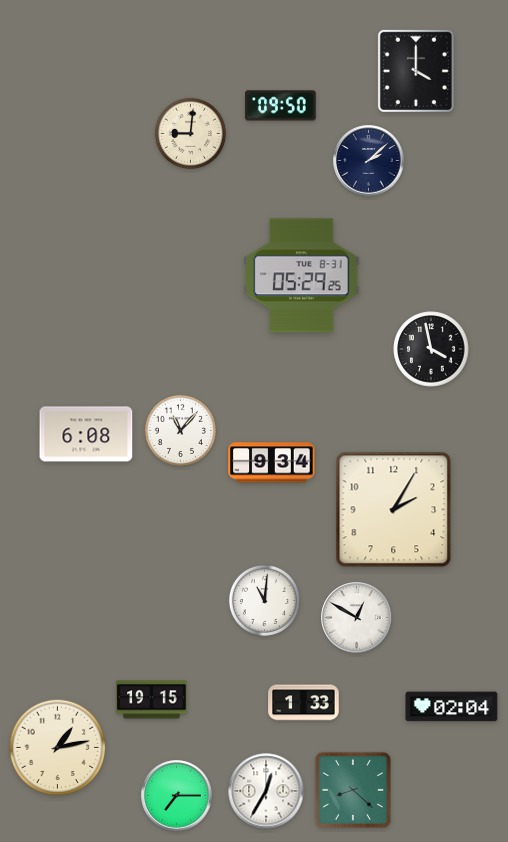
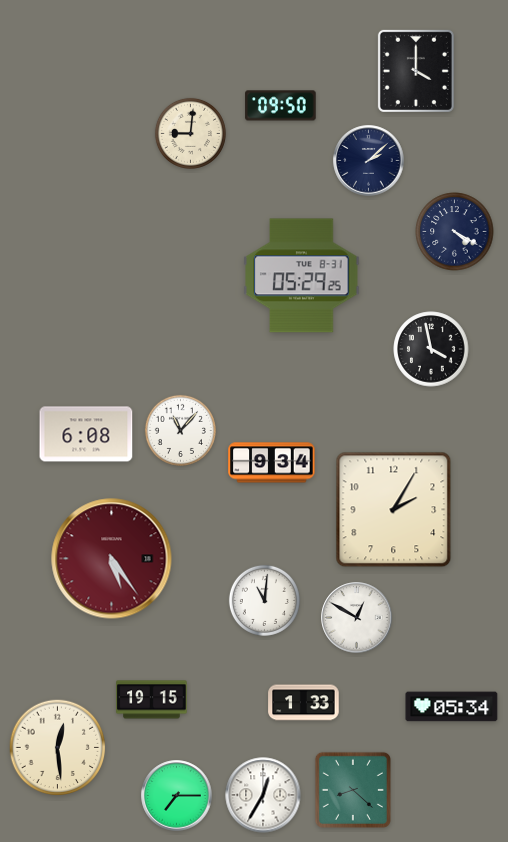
clock at (455, 232): none -> 4:20
clock at (112, 559): none -> 5:24
clock at (452, 707): 02:04 -> 05:34
clock at (58, 748): 1:13 -> 12:29
clock at (266, 791) position: (266, 791) -> (263, 795)
